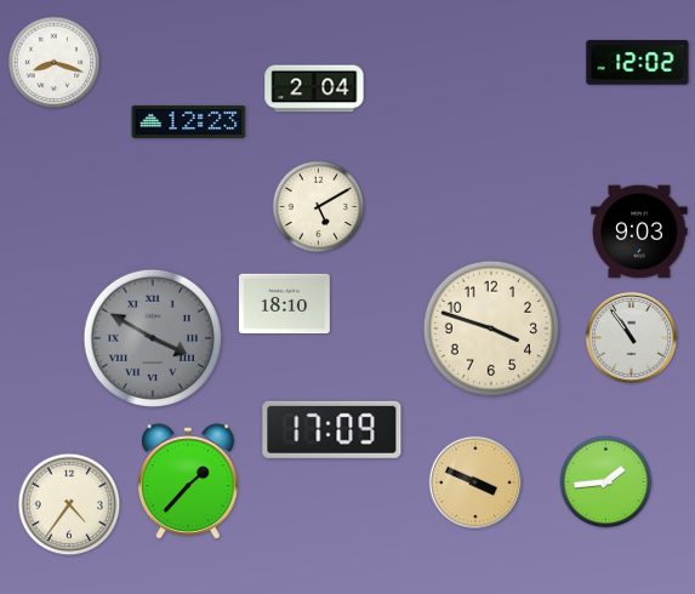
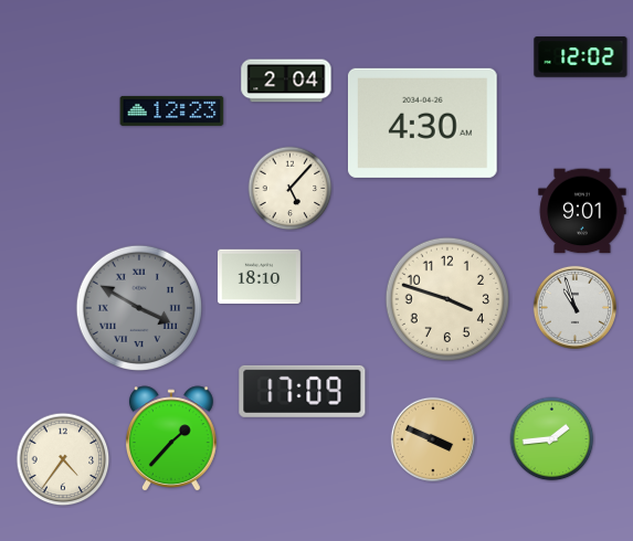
clock at (55, 63): 8:18 -> none
clock at (422, 123): none -> 4:30
clock at (319, 207): 5:10 -> 5:07
clock at (639, 232): 9:03 -> 9:01
clock at (631, 337): 10:54 -> 10:57
